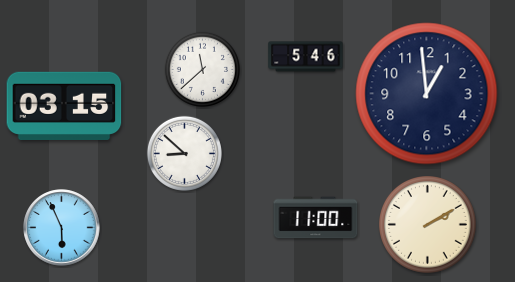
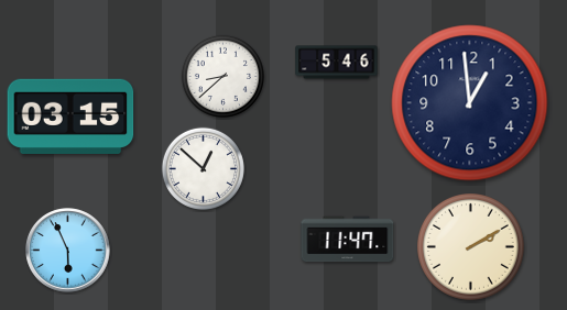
clock at (202, 69): 11:38 -> 8:38
clock at (184, 153): 8:52 -> 12:52
clock at (316, 218): 11:00 -> 11:47
